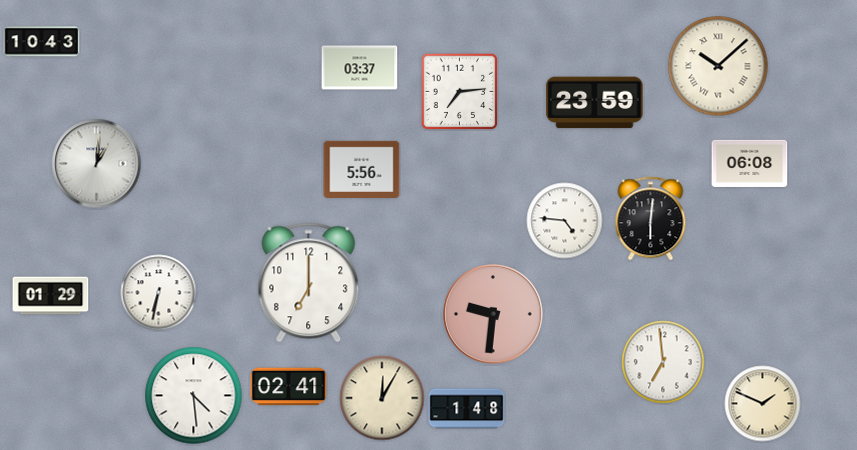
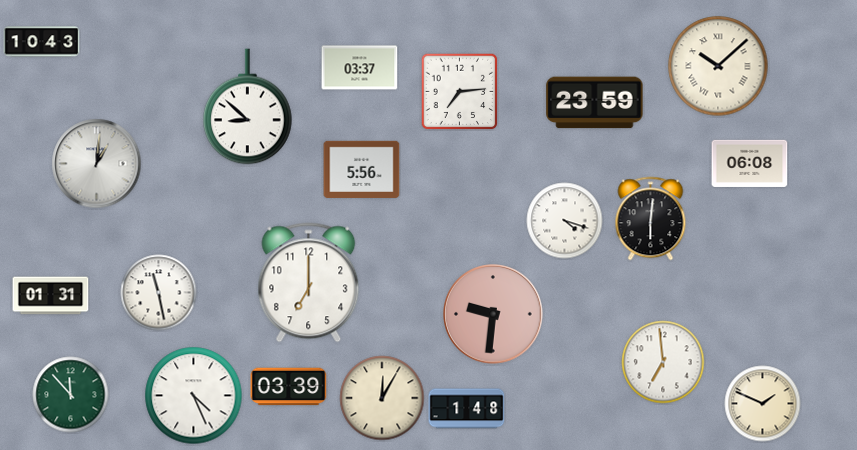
clock at (248, 107): none -> 8:52
clock at (565, 221): 4:46 -> 4:18
clock at (159, 293): 6:32 -> 11:28
clock at (51, 296): 01:29 -> 01:31
clock at (289, 387): 02:41 -> 03:39
clock at (71, 395): none -> 11:53
clock at (194, 396): 4:29 -> 4:26
